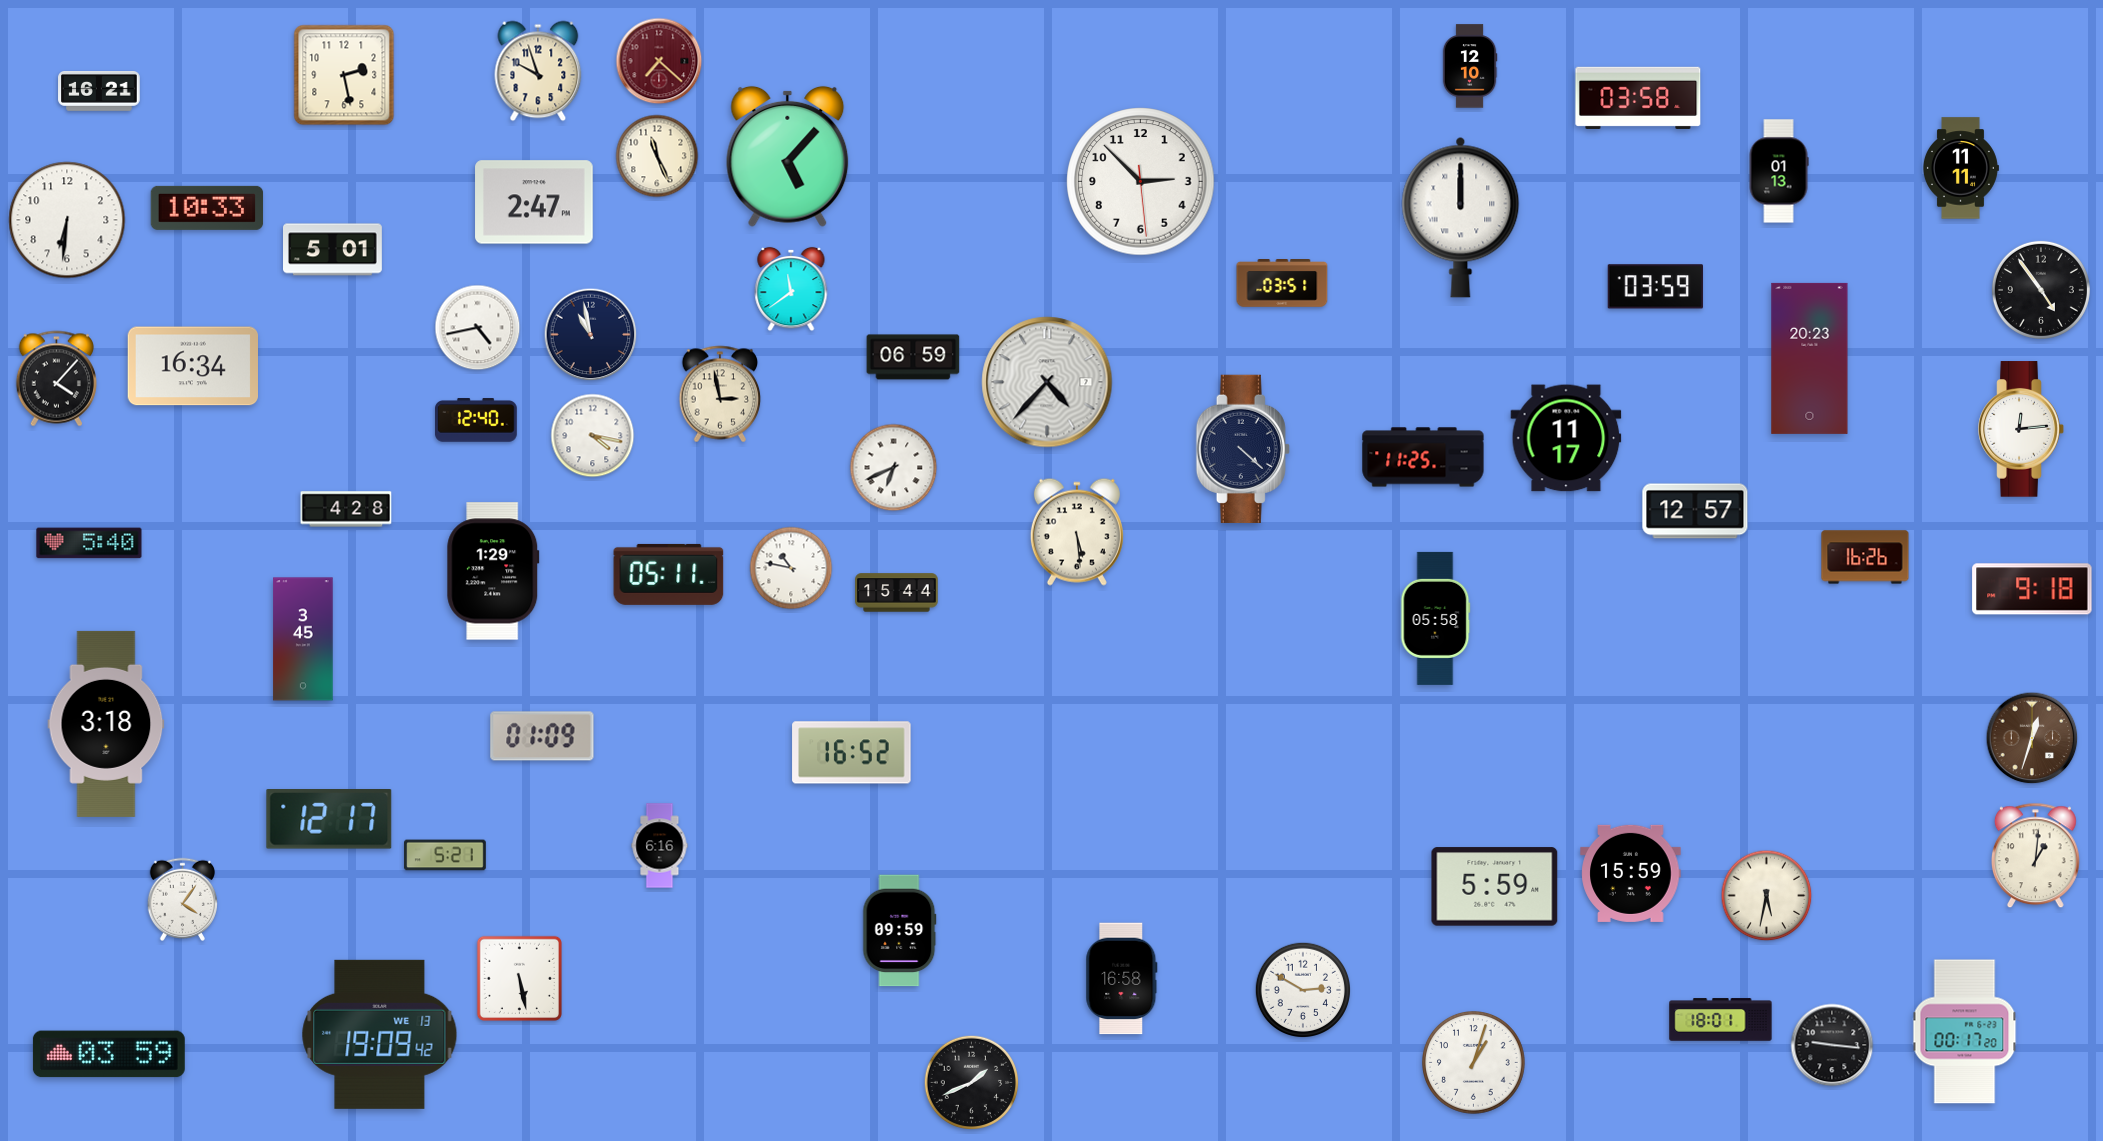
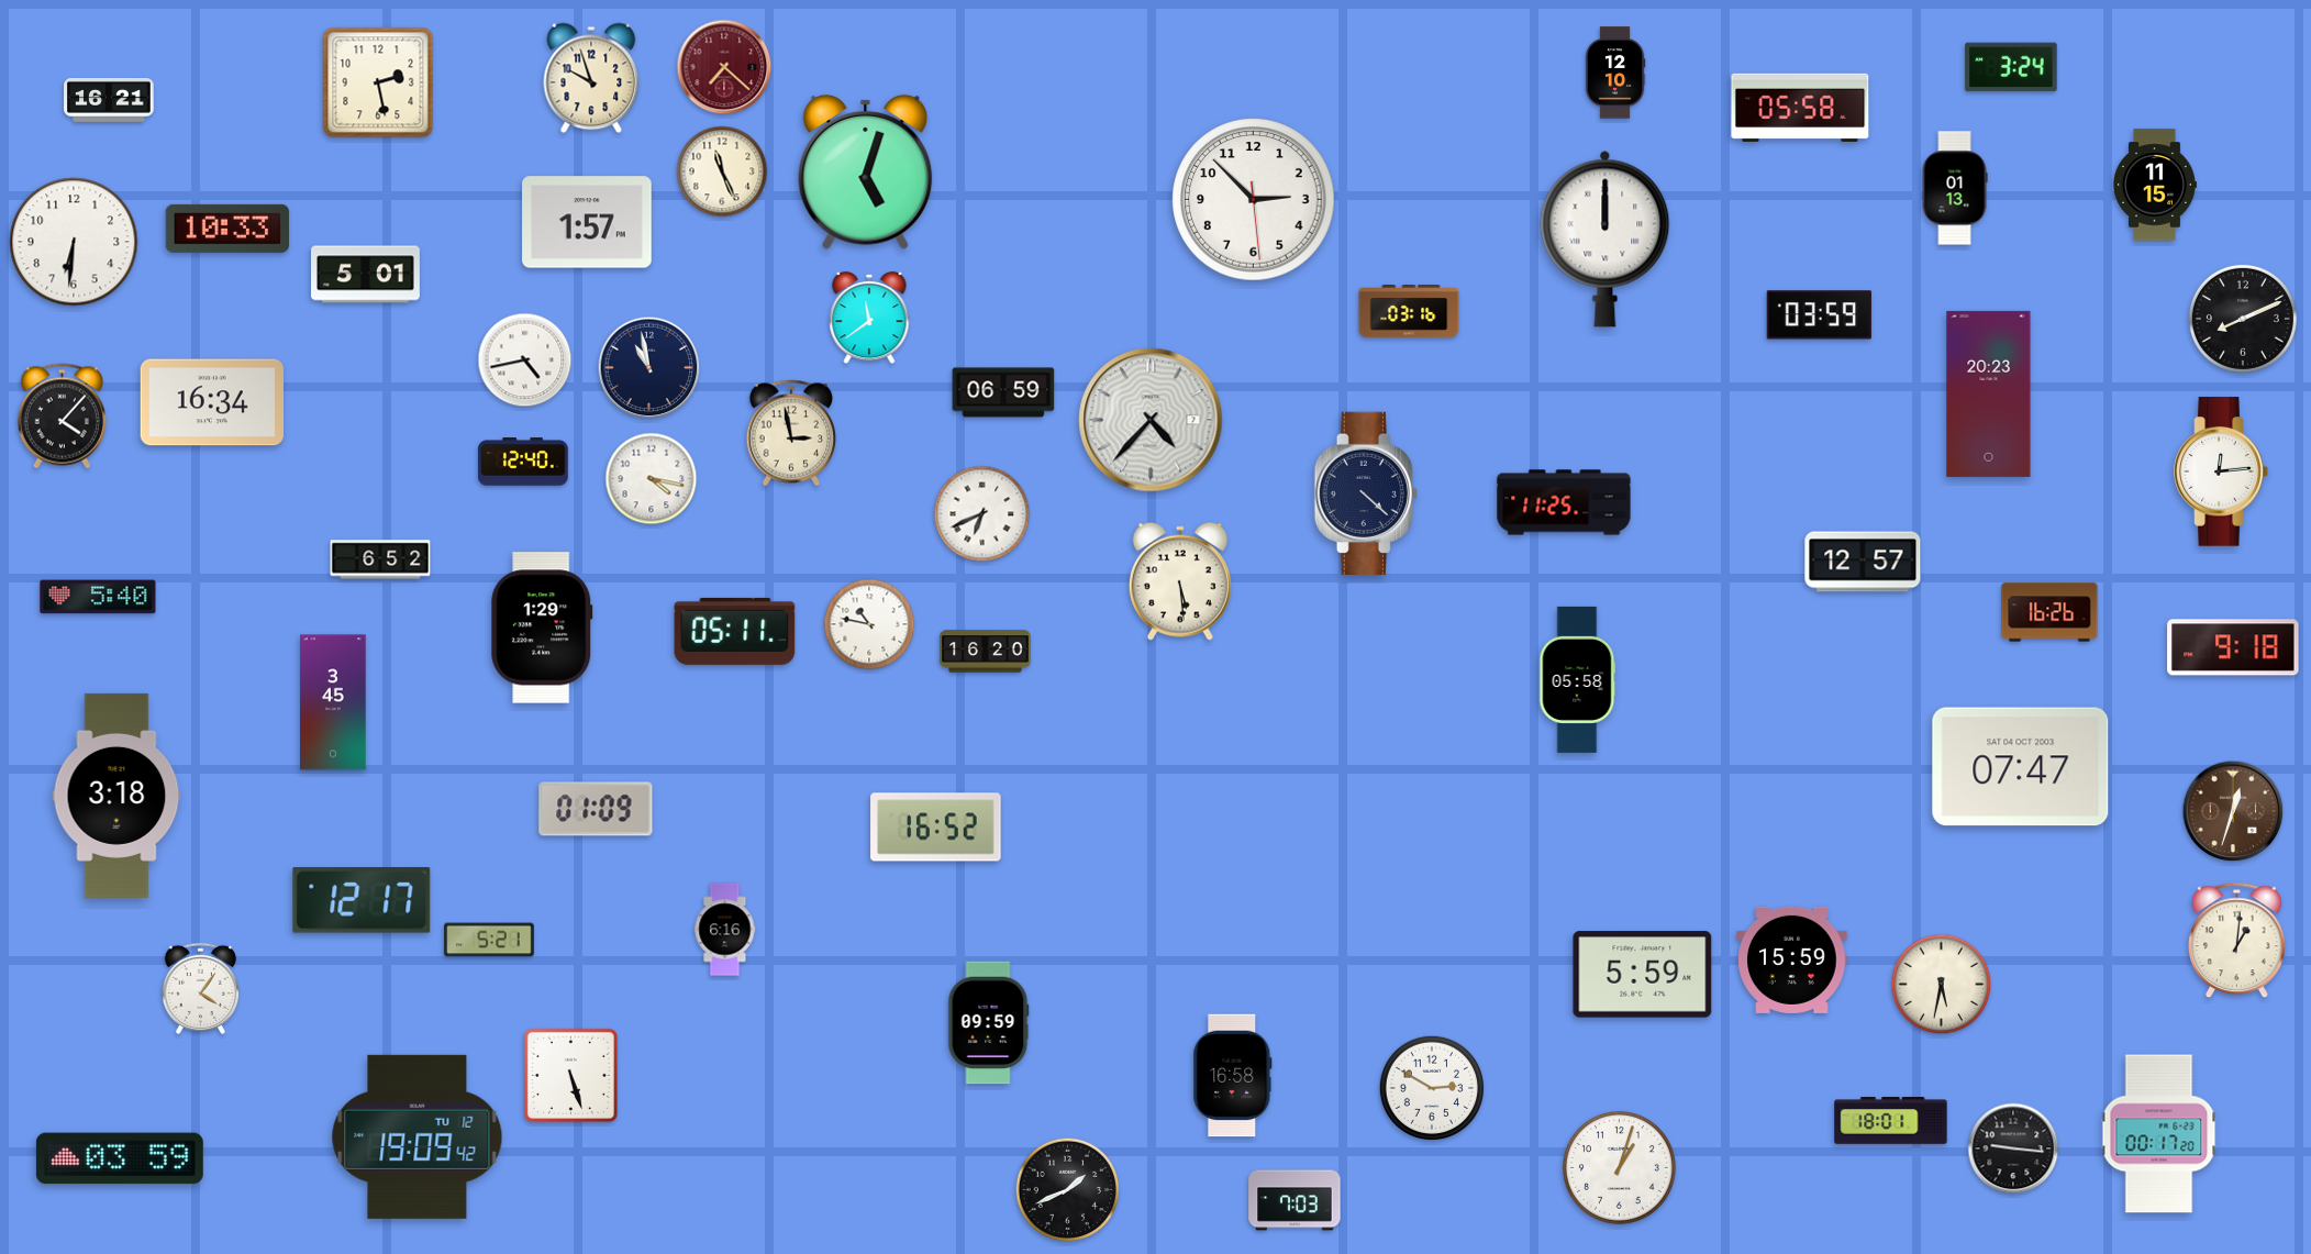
clock at (2011, 67): none -> 3:24
clock at (1638, 98): 03:58 -> 05:58
clock at (788, 156): 5:07 -> 5:03
clock at (1961, 168): 11:11 -> 11:15
clock at (534, 202): 2:47 -> 1:57
clock at (1282, 283): 03:51 -> 03:16
clock at (2041, 290): 4:54 -> 8:11
clock at (1566, 438): 11:17 -> none
clock at (346, 509): 4:28 -> 6:52
clock at (1077, 532) position: (1077, 532) -> (1180, 581)
clock at (897, 593): 15:44 -> 16:20
clock at (2021, 767): none -> 07:47
clock at (519, 978): 5:28 -> 5:27
clock at (380, 1034) date: WE 13 -> TU 12
clock at (1295, 1200): none -> 7:03
